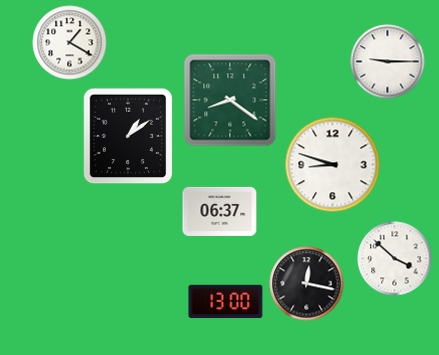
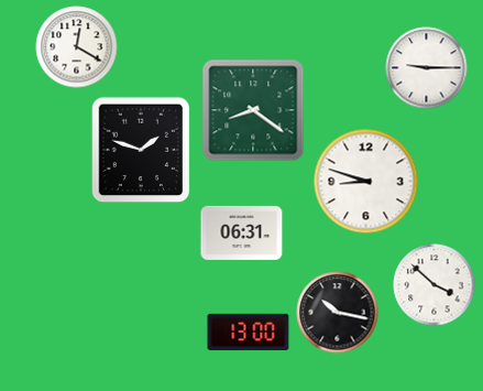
clock at (70, 43): 1:20 -> 12:20
clock at (128, 136): 1:09 -> 1:48
clock at (220, 211): 06:37 -> 06:31
clock at (307, 284): 12:17 -> 10:17
